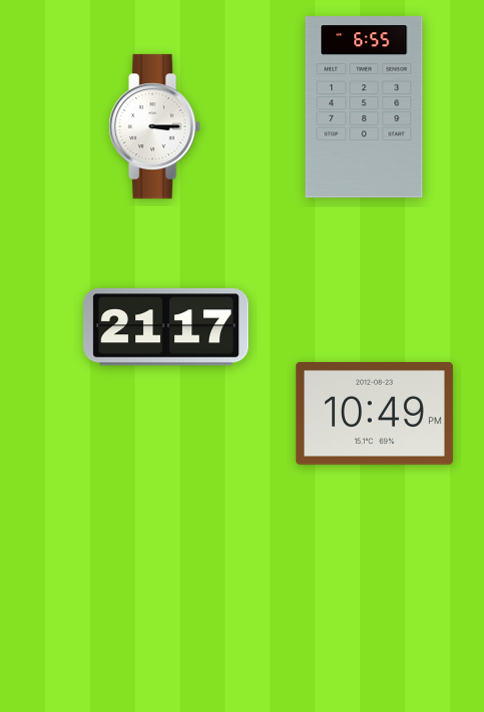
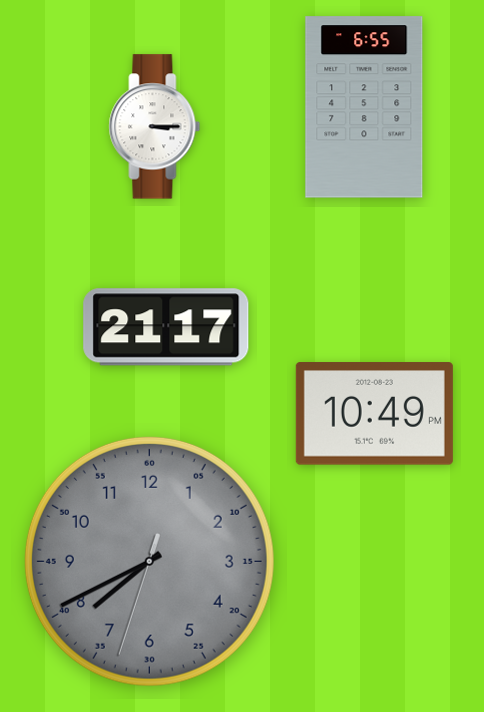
clock at (149, 561): none -> 7:40
